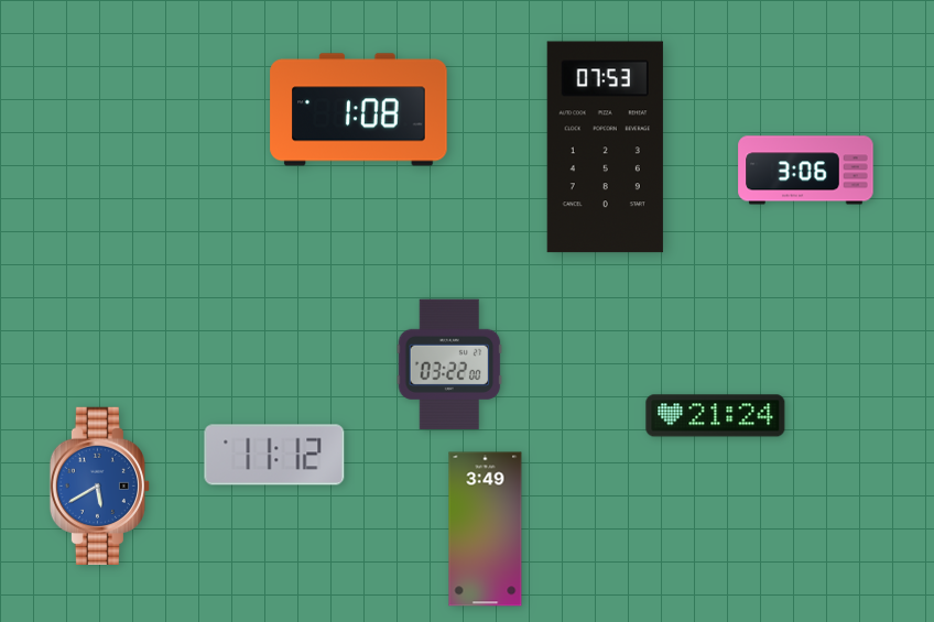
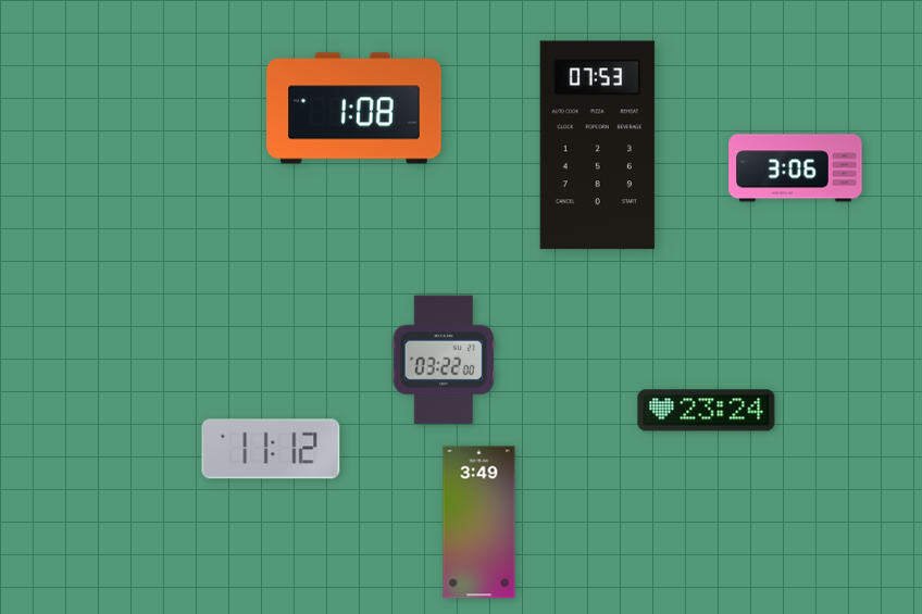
clock at (716, 416): 21:24 -> 23:24
clock at (99, 485): 5:40 -> none
